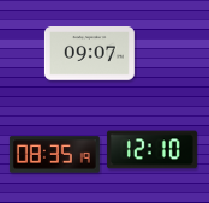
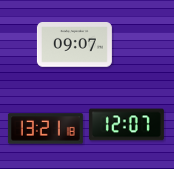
clock at (151, 150): 12:10 -> 12:07
clock at (54, 155): 08:35 -> 13:21
